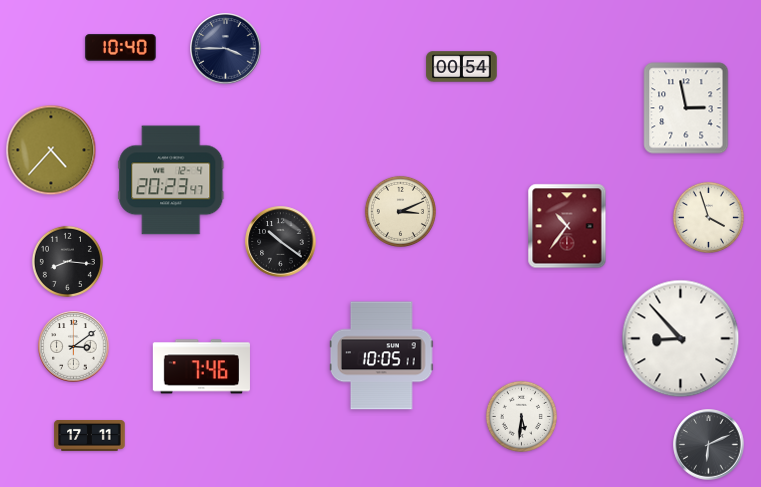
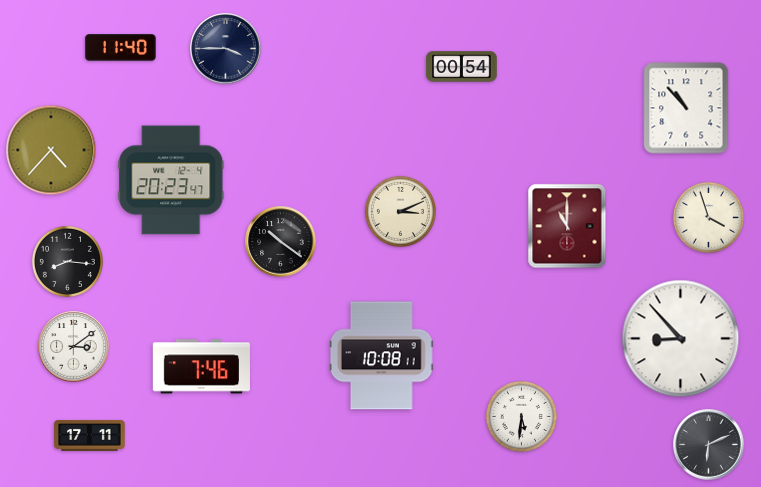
clock at (121, 48): 10:40 -> 11:40
clock at (686, 108): 2:58 -> 10:53
clock at (567, 226): 10:36 -> 11:00
clock at (381, 356): 10:05 -> 10:08
